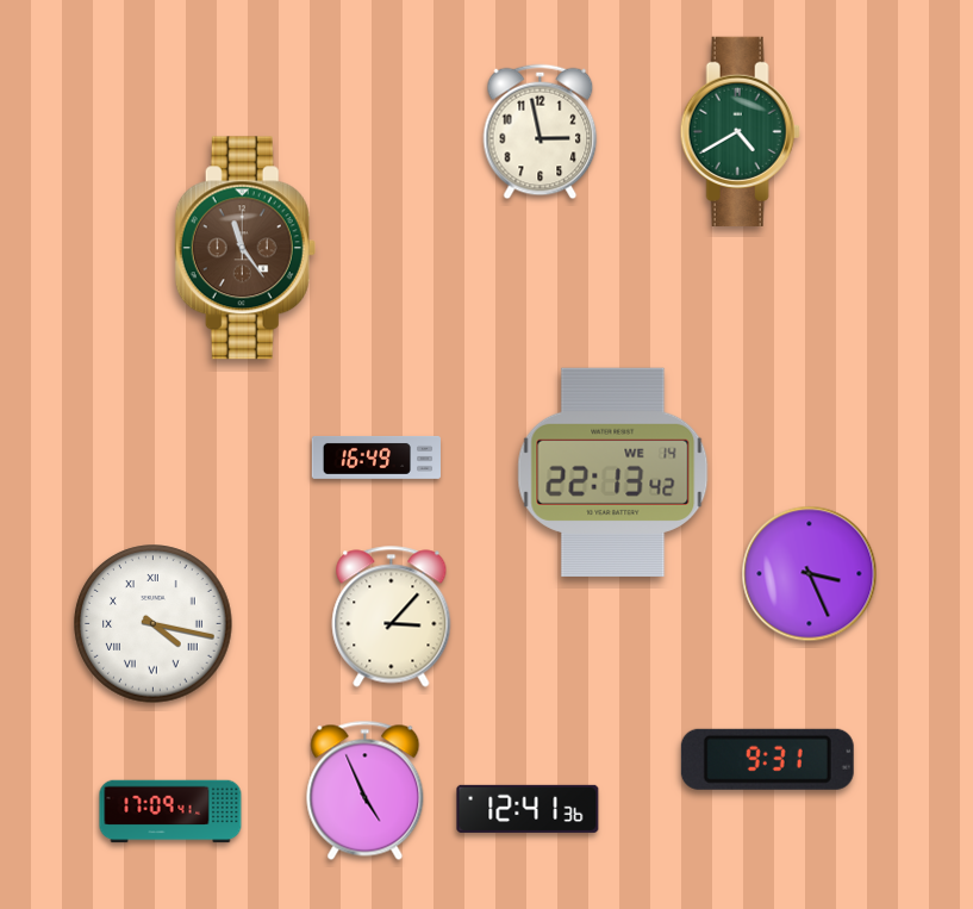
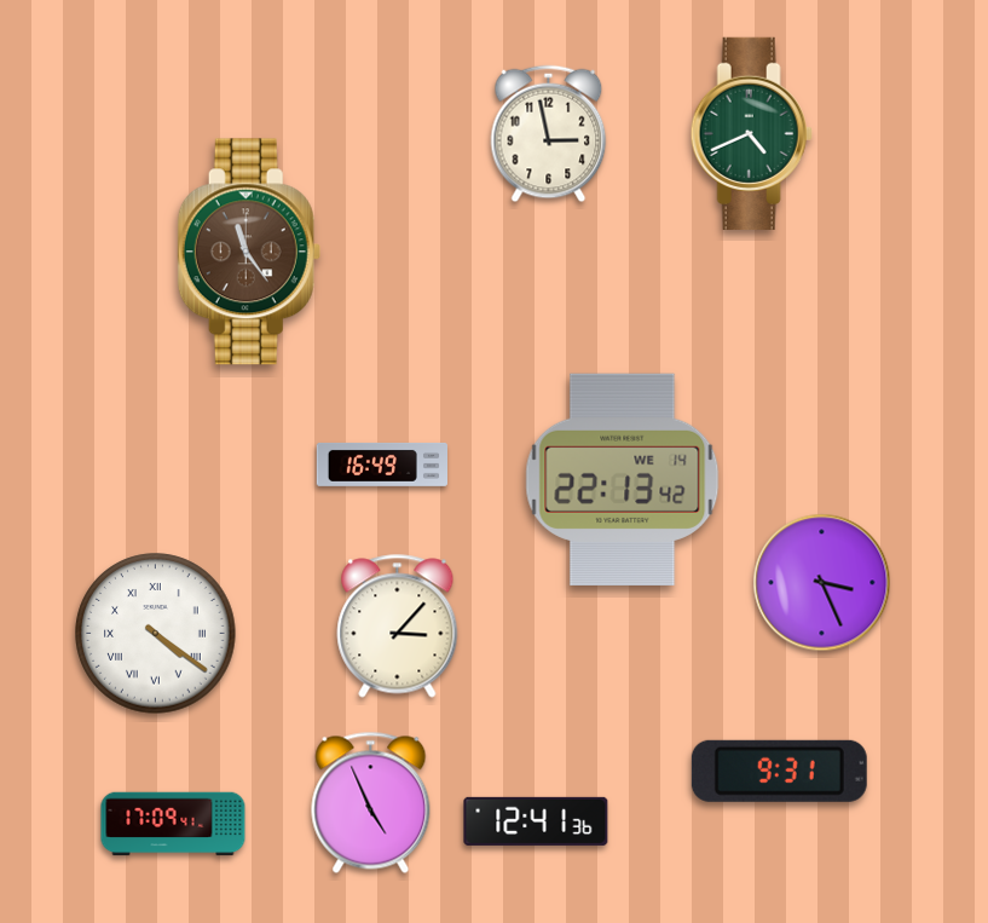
clock at (740, 131): 4:40 -> 4:41
clock at (154, 624): 4:17 -> 4:21
